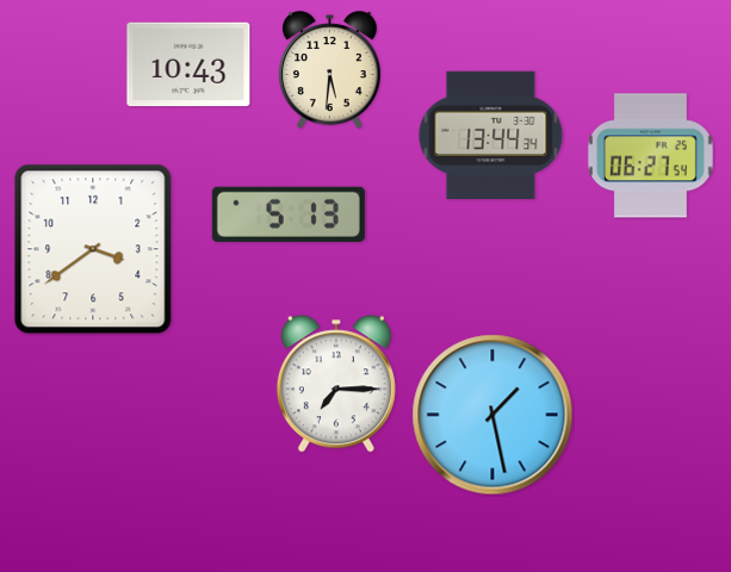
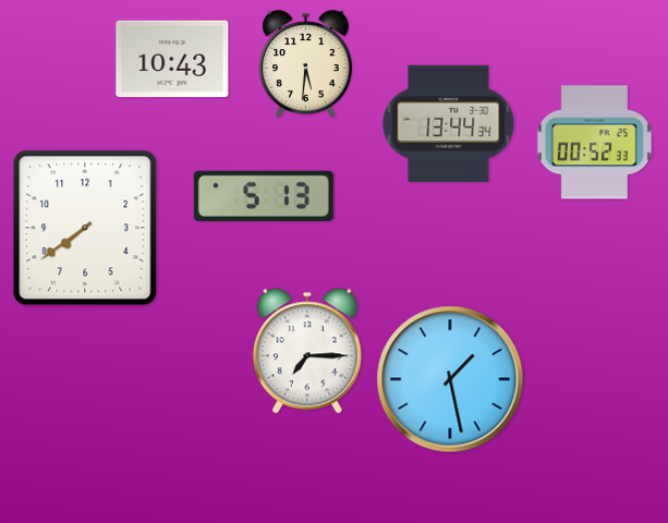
clock at (330, 70) position: (330, 70) -> (306, 64)
clock at (650, 156): 06:27 -> 00:52
clock at (93, 249): 3:39 -> 7:39
